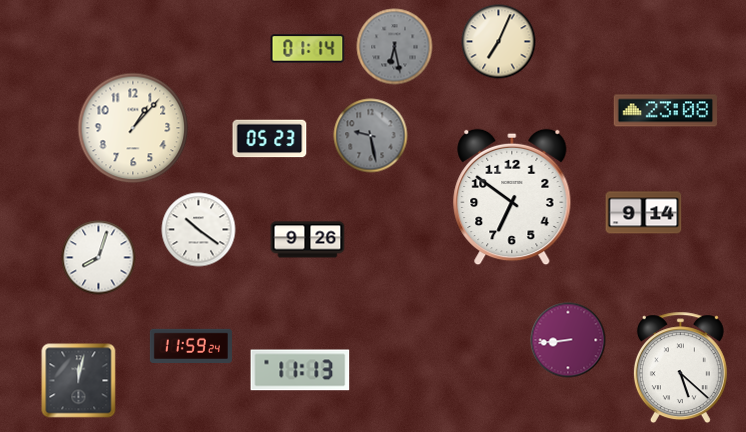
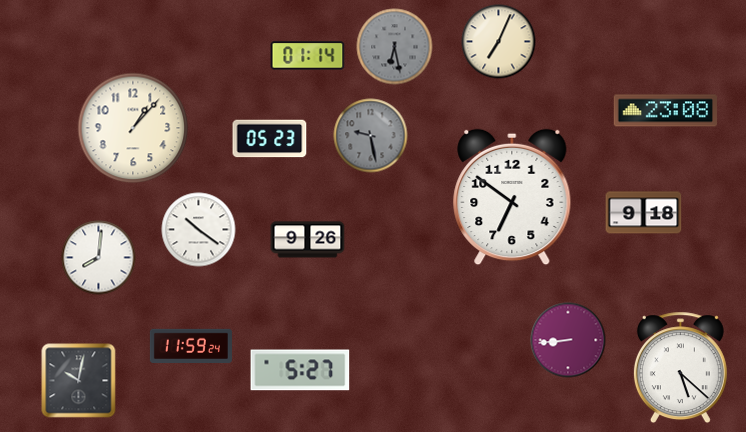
clock at (308, 49) position: (308, 49) -> (308, 56)
clock at (644, 213): 9:14 -> 9:18
clock at (99, 258): 8:03 -> 8:01
clock at (300, 370): 11:13 -> 5:27
clock at (79, 381): 12:02 -> 10:02
